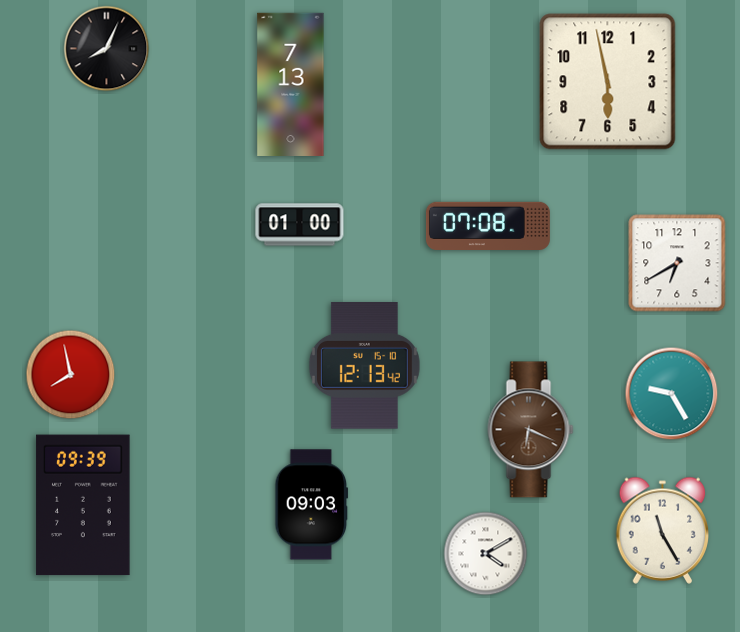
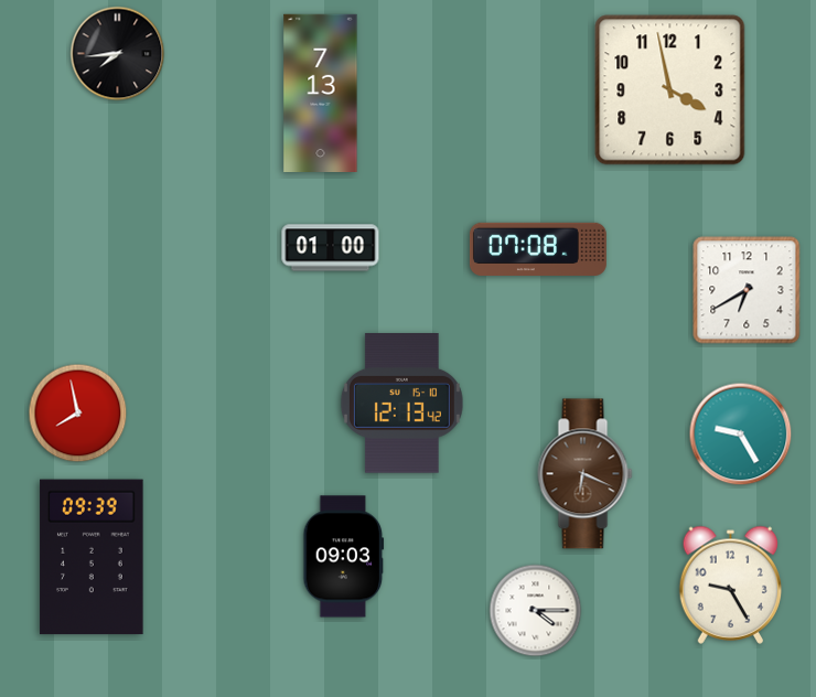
clock at (107, 49): 8:04 -> 7:44
clock at (608, 82): 5:58 -> 3:58
clock at (663, 530): 11:25 -> 9:25
clock at (486, 554): 4:10 -> 4:15
